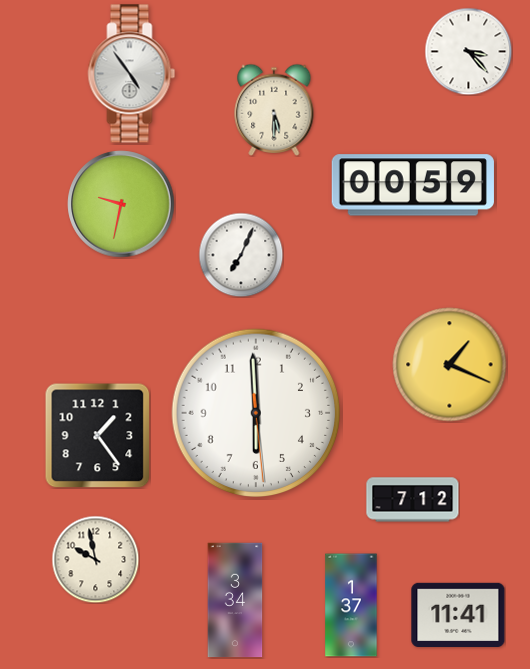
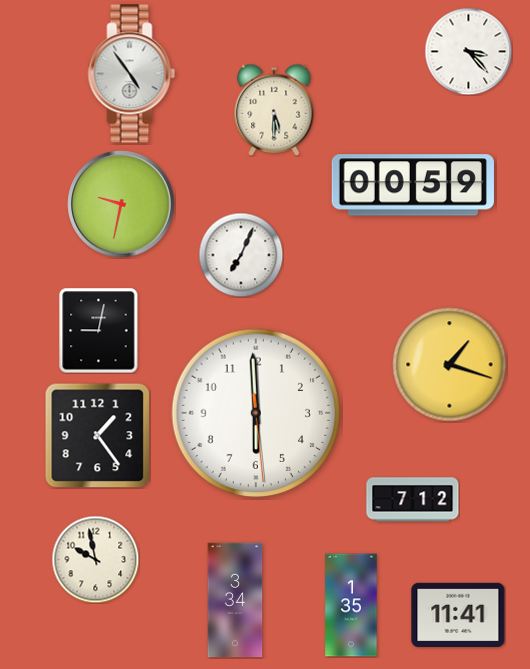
clock at (99, 330): none -> 9:02
clock at (450, 365): 1:19 -> 1:18
clock at (351, 605): 1:37 -> 1:35
